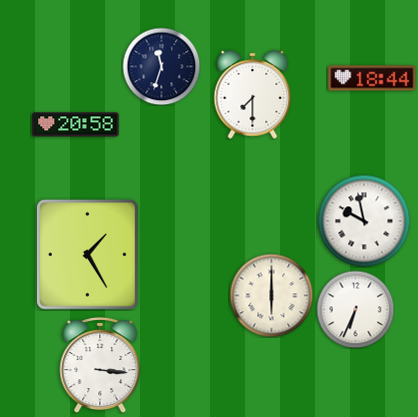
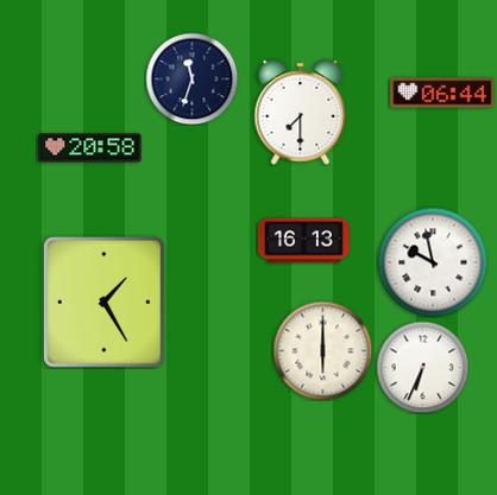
clock at (372, 78): 18:44 -> 06:44
clock at (304, 241): none -> 16:13
clock at (100, 366): 3:16 -> none
